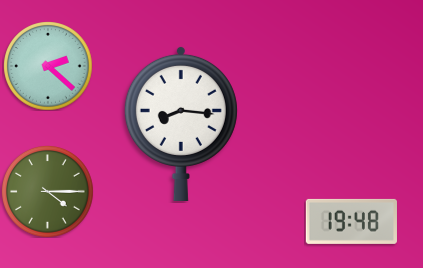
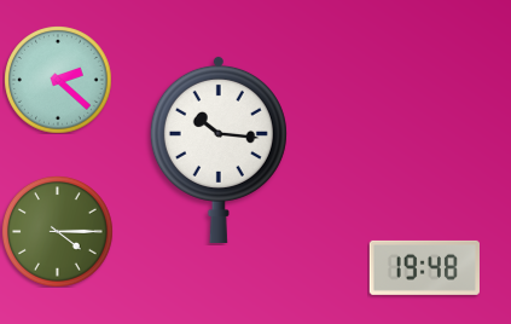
clock at (181, 123): 8:16 -> 10:16
